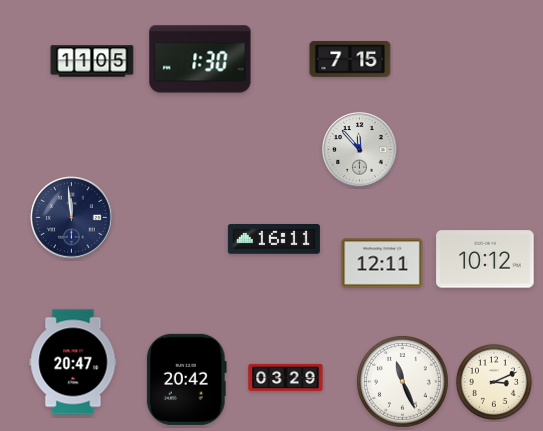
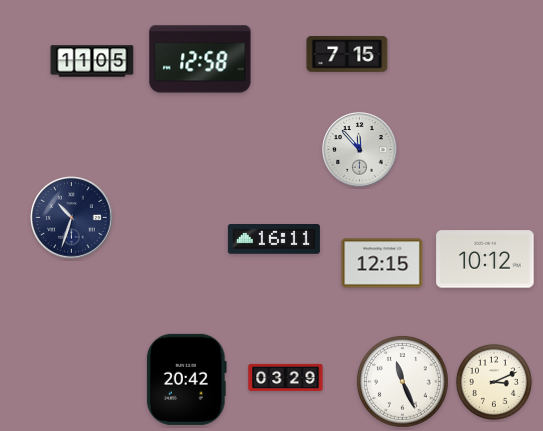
clock at (200, 59): 1:30 -> 12:58
clock at (350, 59) position: (350, 59) -> (347, 54)
clock at (72, 218): 11:59 -> 10:33
clock at (382, 263): 12:11 -> 12:15
clock at (73, 362): 20:47 -> none
